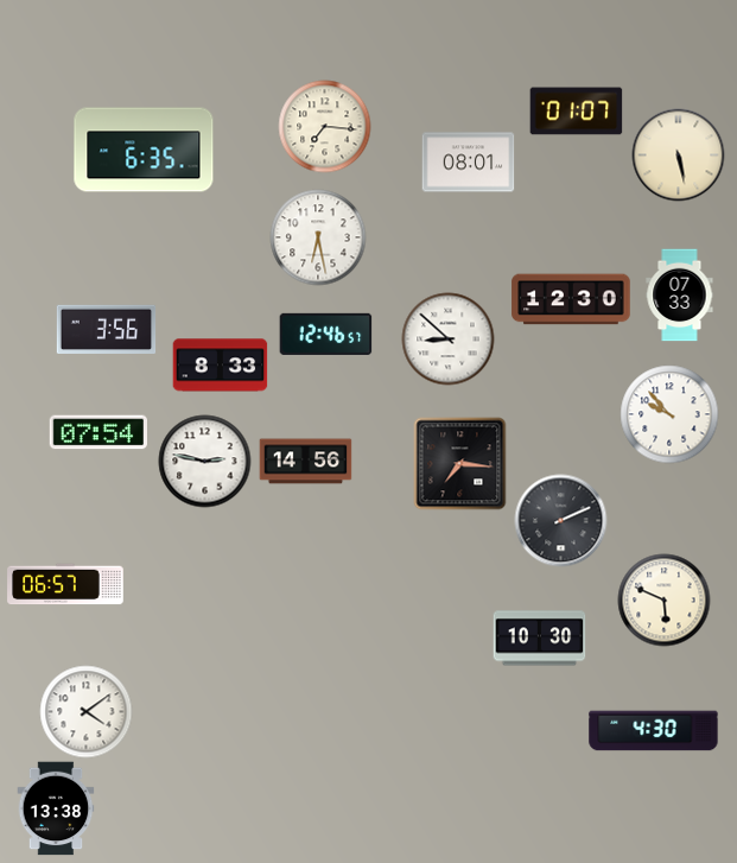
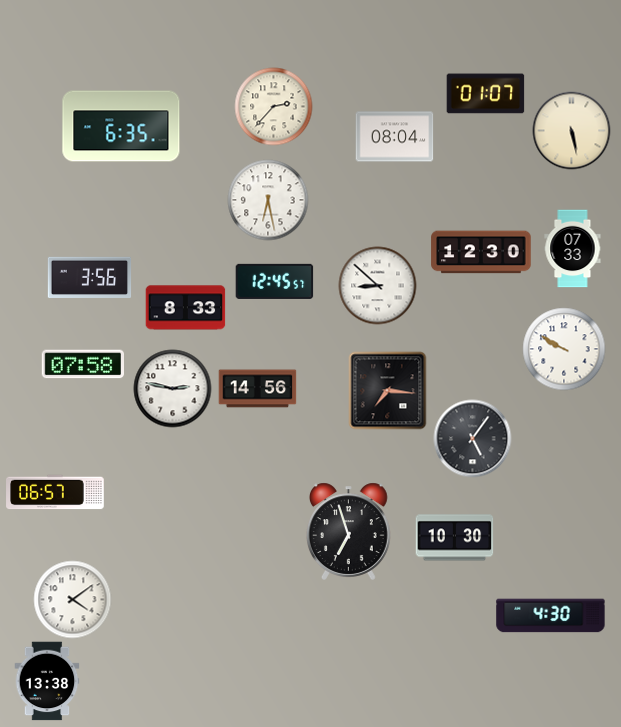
clock at (324, 126): 7:16 -> 2:37
clock at (468, 163): 08:01 -> 08:04
clock at (325, 334): 12:46 -> 12:45
clock at (669, 414): 9:53 -> 9:50
clock at (97, 432): 07:54 -> 07:58
clock at (560, 520): 2:11 -> 5:06
clock at (663, 599): 5:49 -> none
clock at (348, 531): none -> 6:57
